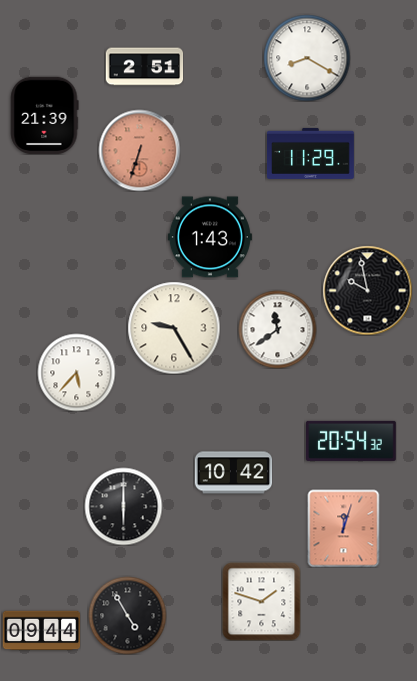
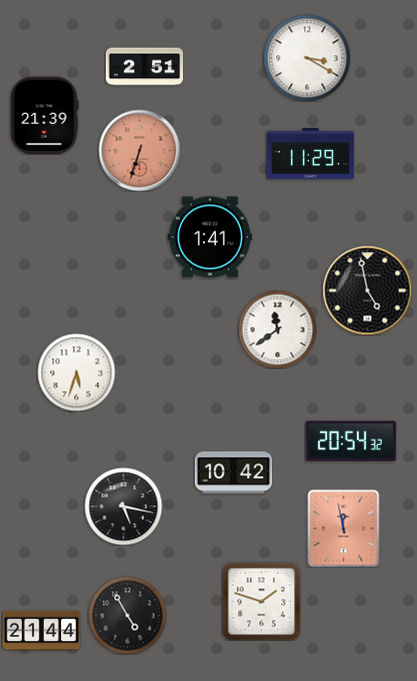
clock at (307, 58): 8:20 -> 3:20
clock at (210, 237): 1:43 -> 1:41
clock at (367, 290): 9:58 -> 4:58
clock at (174, 328): 9:25 -> none
clock at (76, 372): 5:37 -> 5:33
clock at (123, 506): 6:00 -> 5:17
clock at (344, 528): 12:03 -> 11:58
clock at (41, 631): 09:44 -> 21:44
